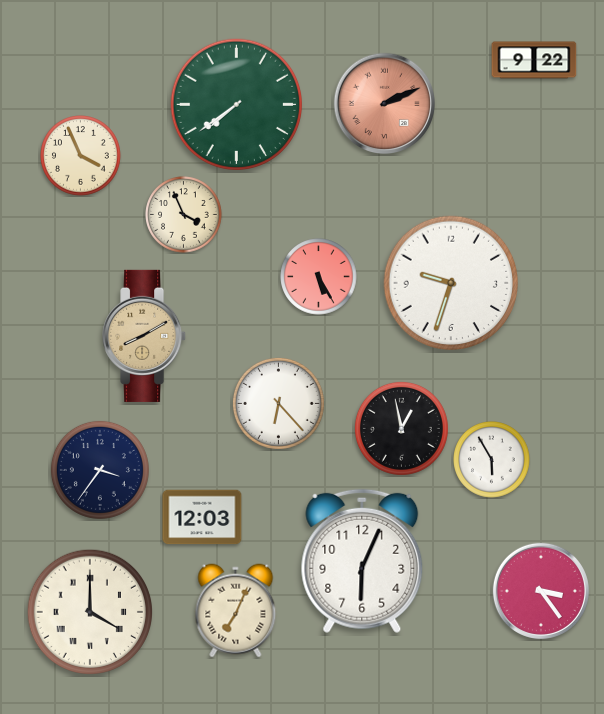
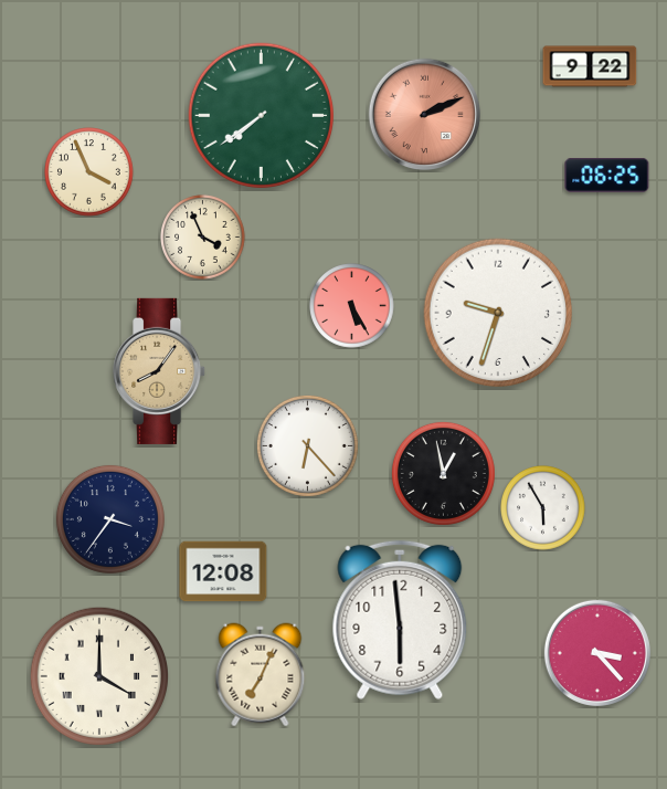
clock at (607, 176): none -> 06:25
clock at (145, 336): 8:10 -> 8:06
clock at (202, 517): 12:03 -> 12:08
clock at (362, 561): 6:04 -> 5:59
clock at (541, 591): 3:24 -> 3:23
